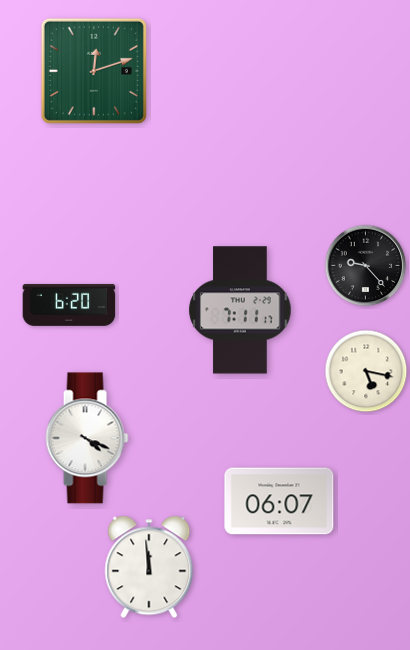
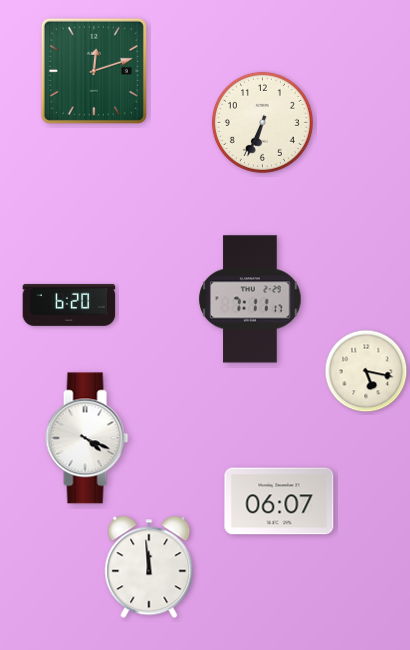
clock at (262, 122): none -> 6:34
clock at (366, 266): 9:23 -> none
clock at (240, 310) position: (240, 310) -> (250, 299)
